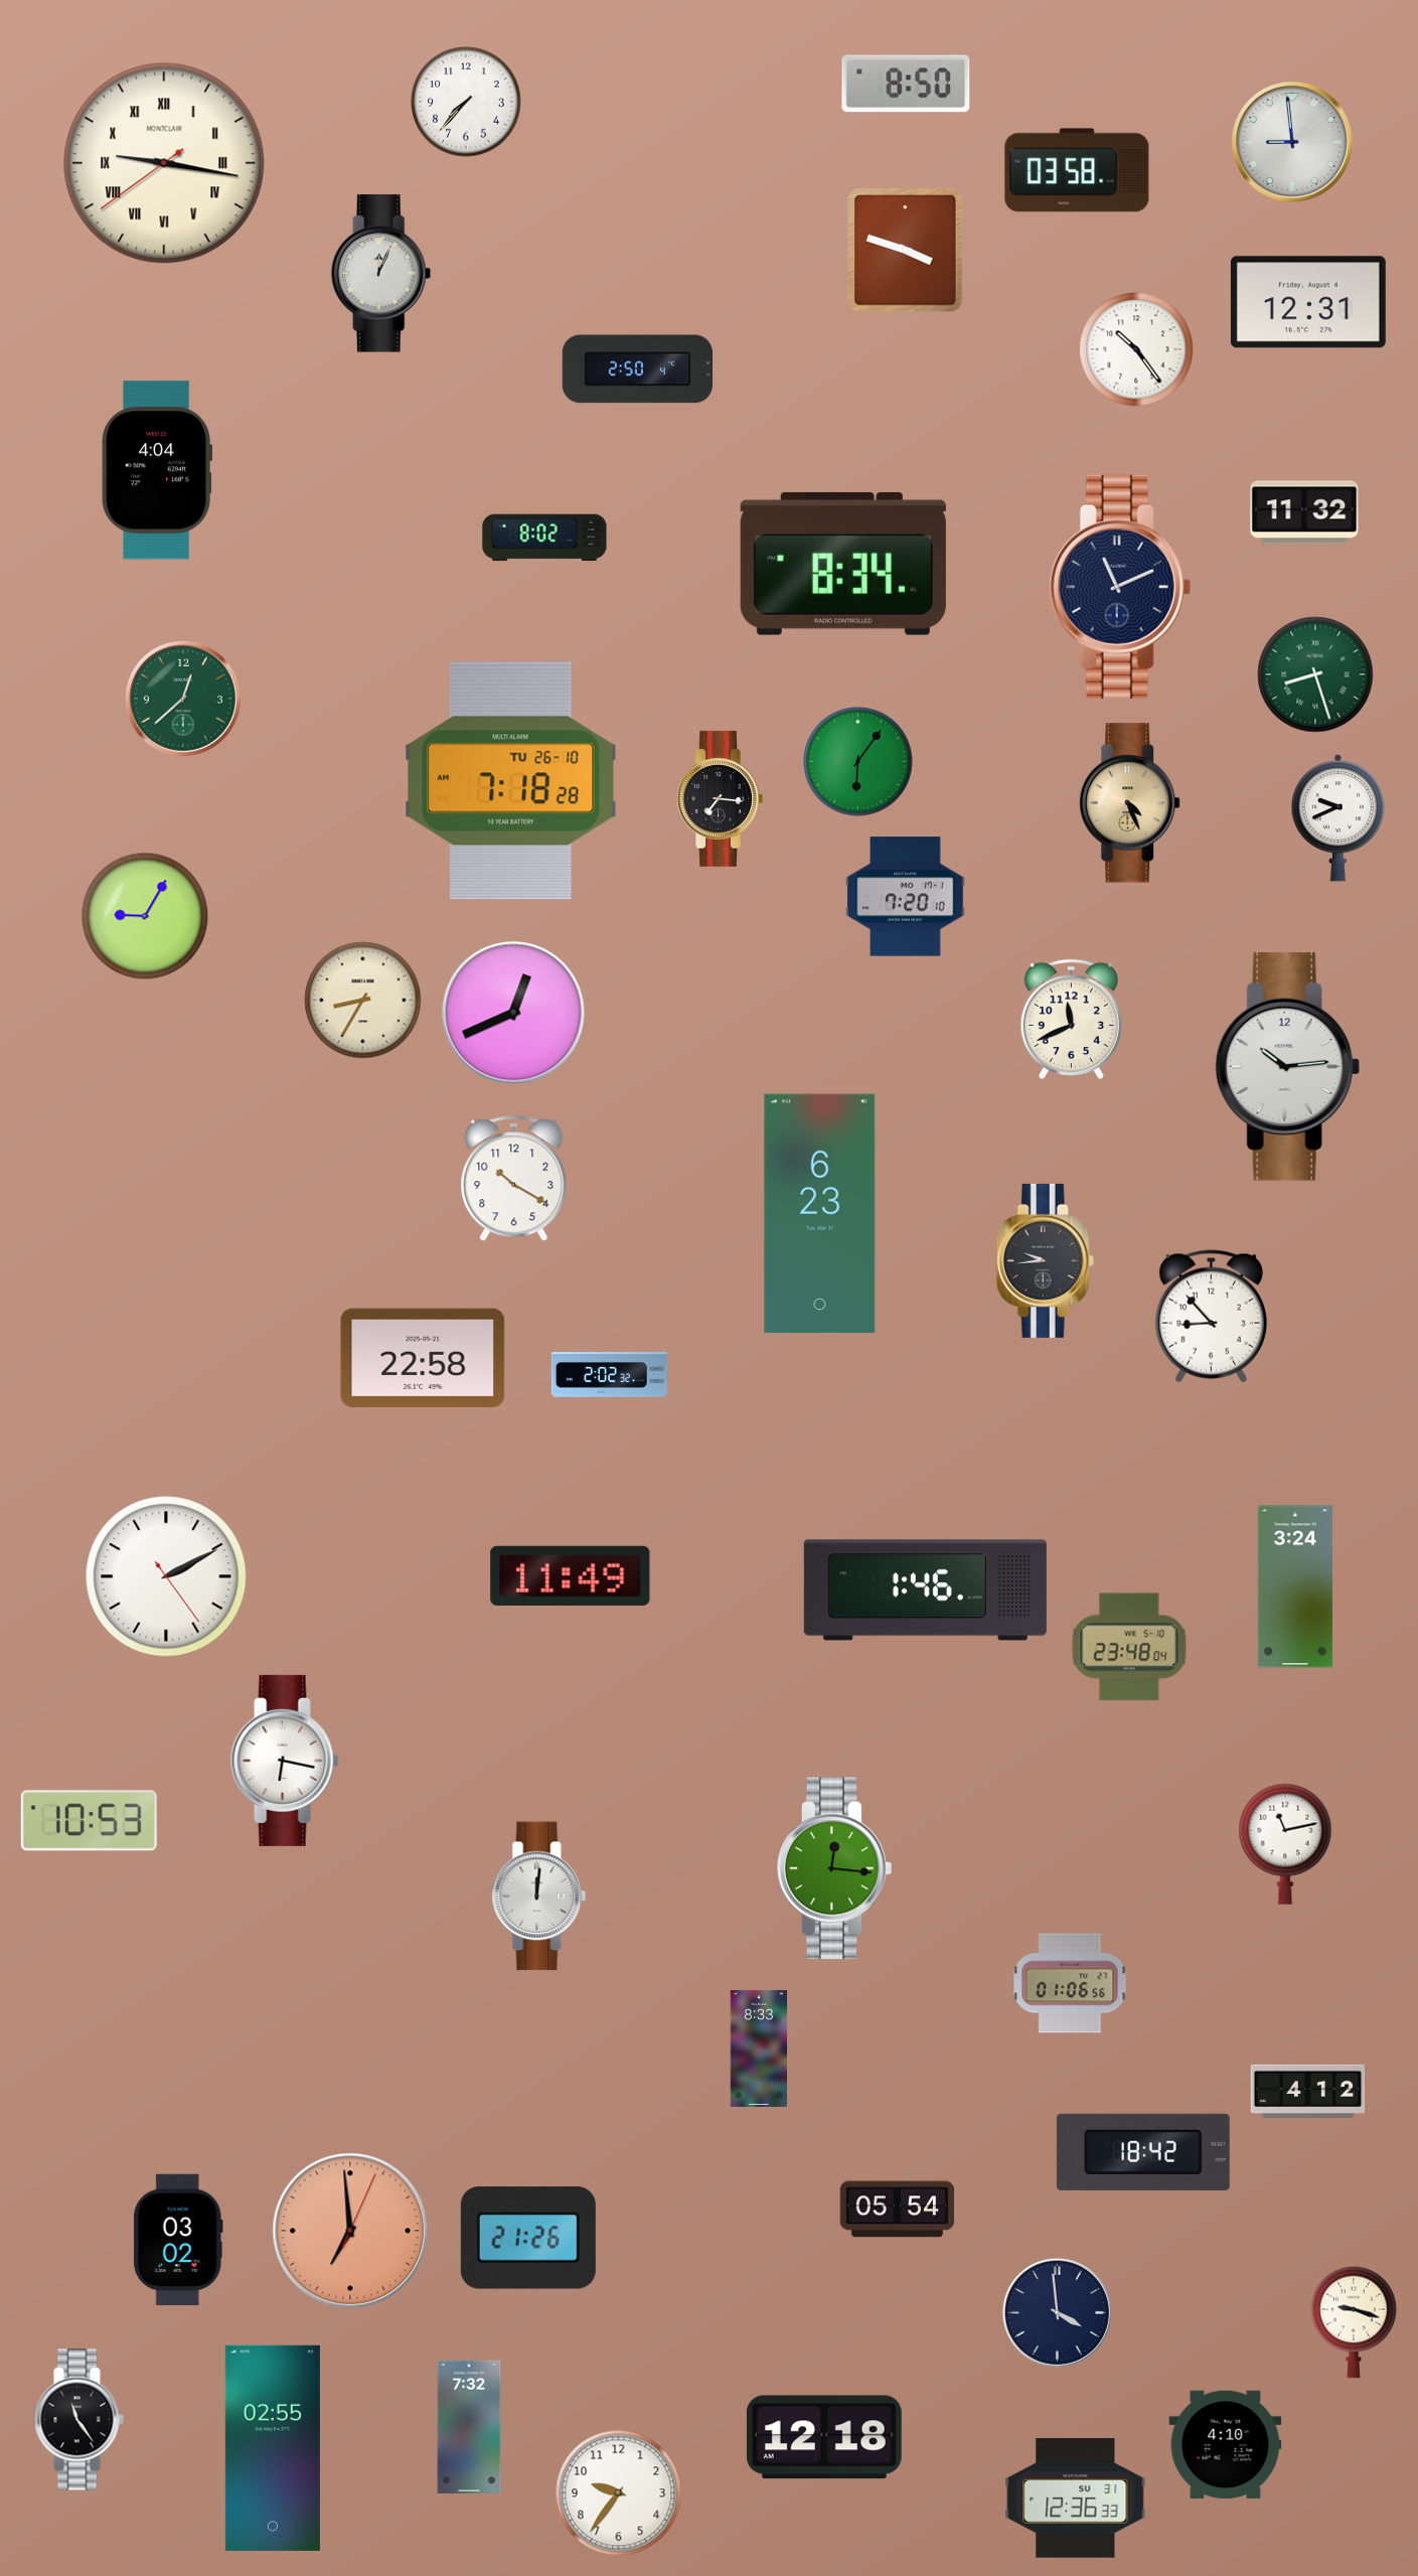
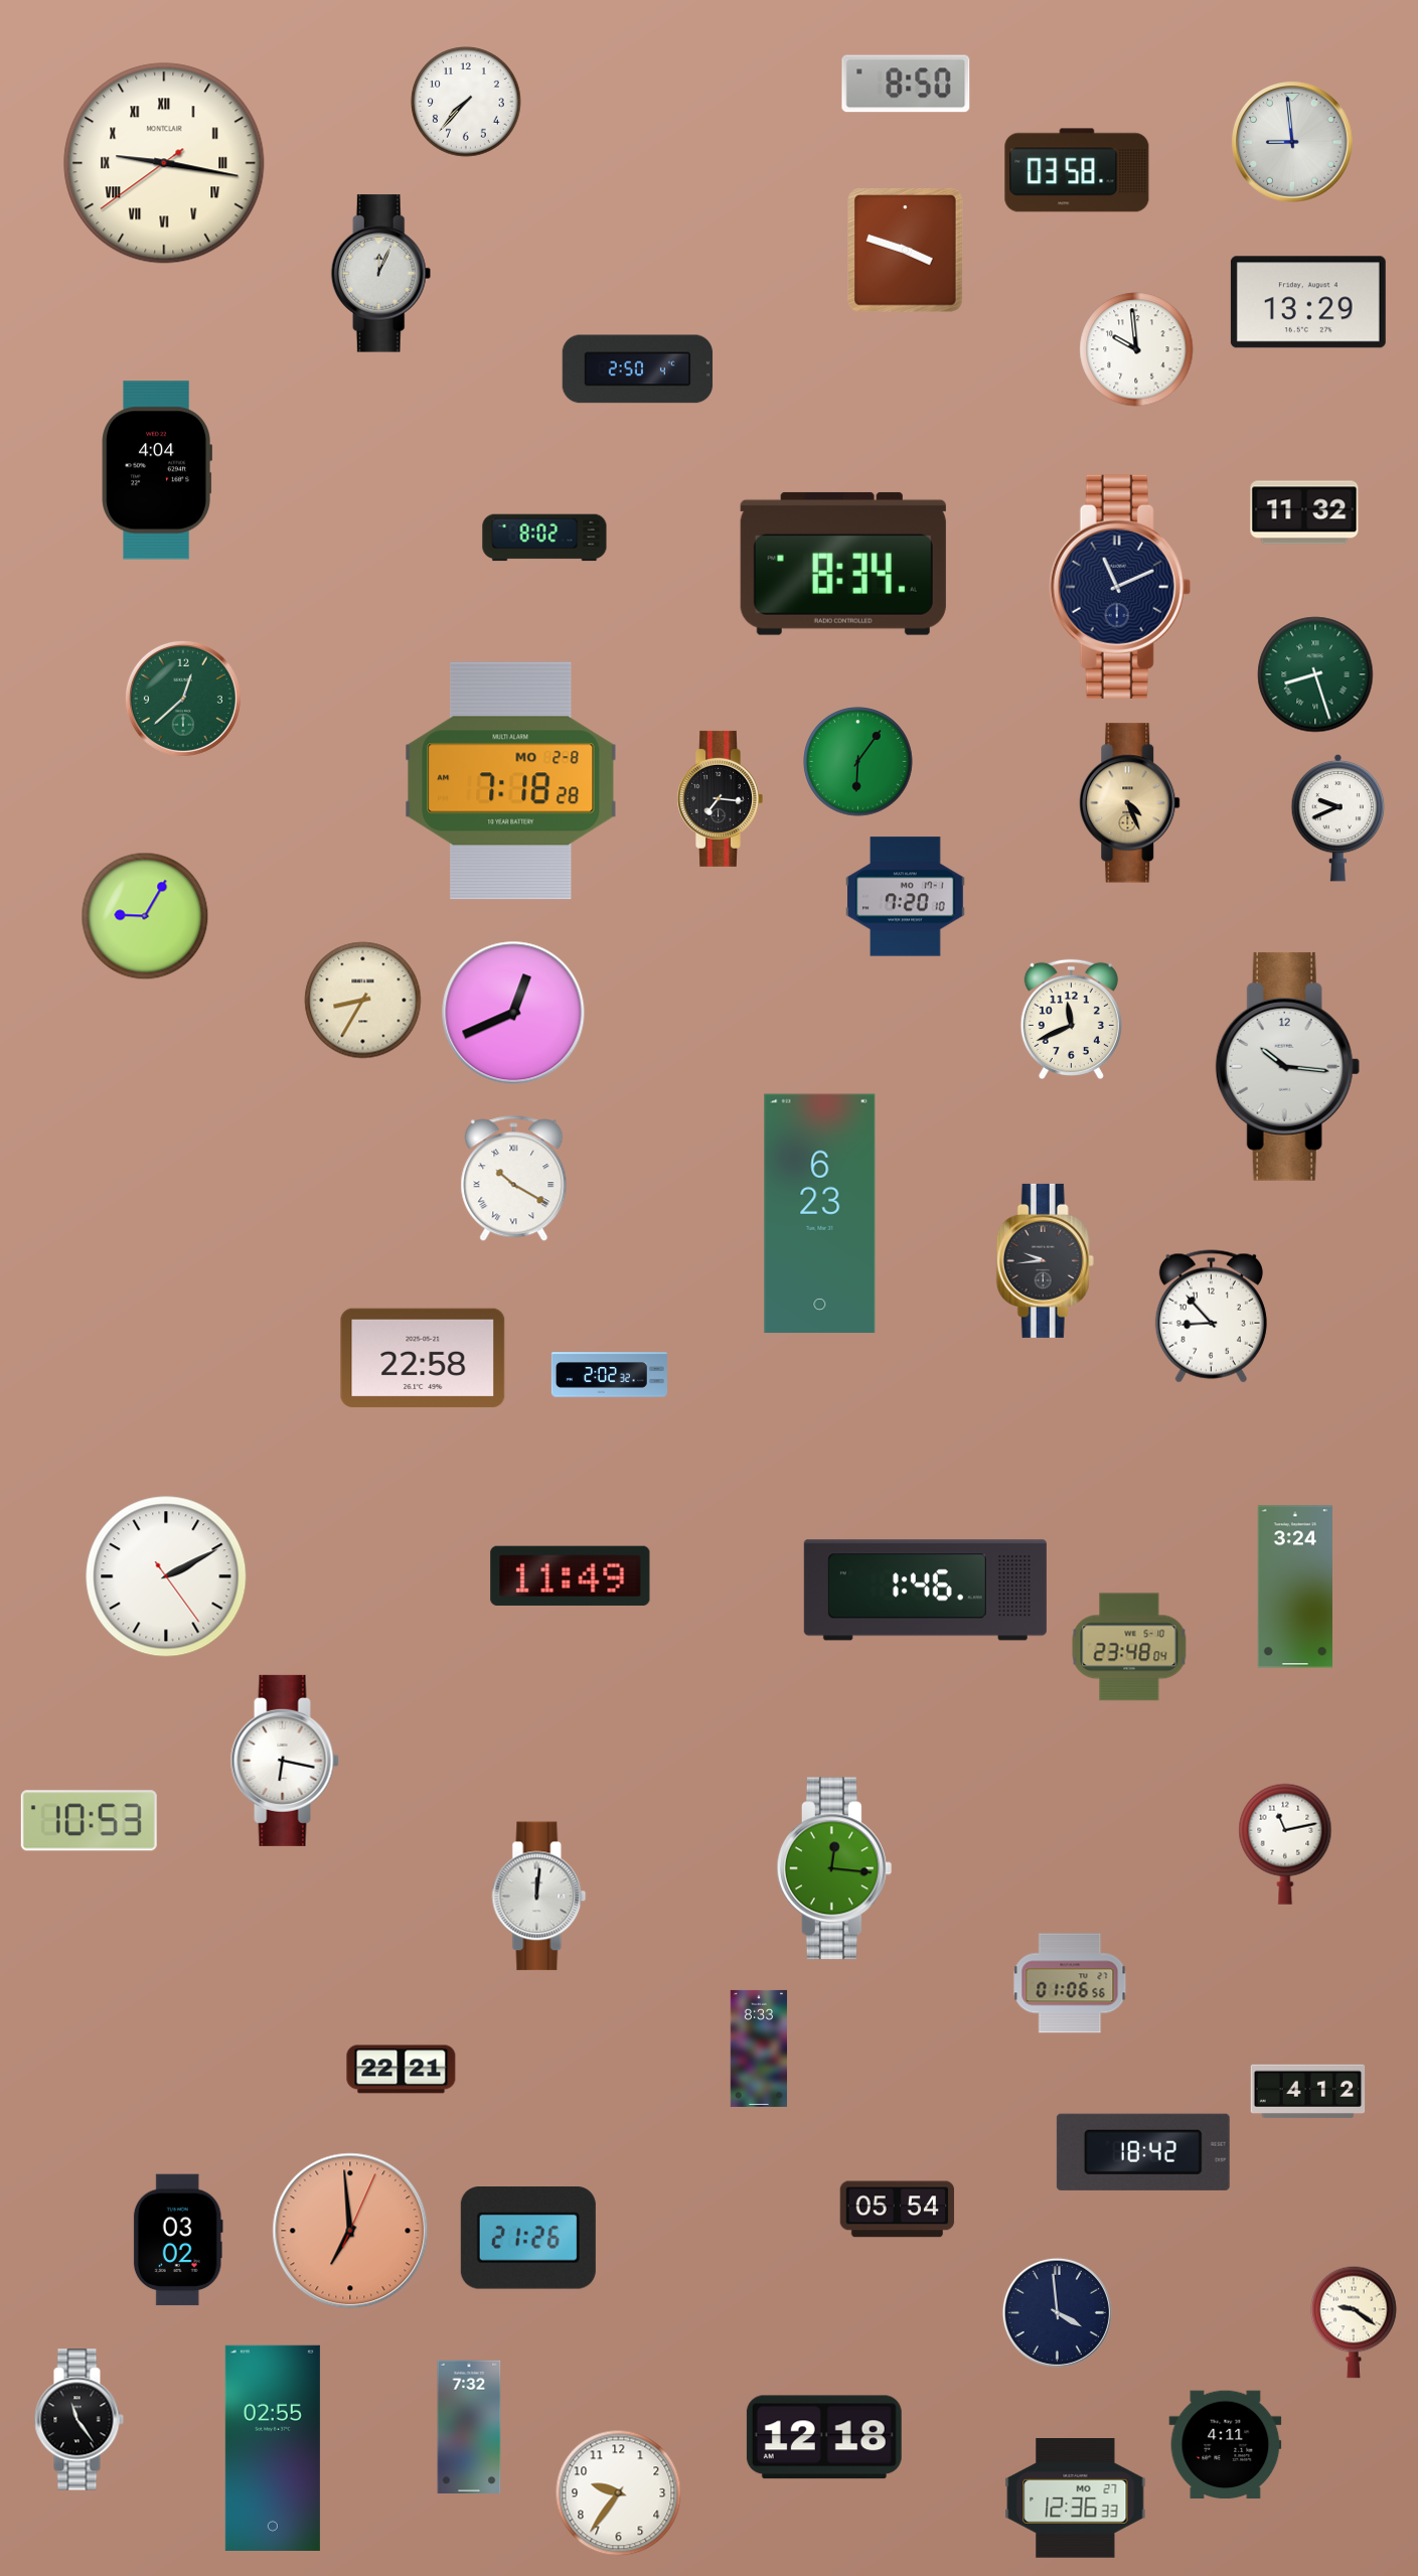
clock at (1308, 302): 12:31 -> 13:29
clock at (1136, 349): 10:24 -> 9:59
clock at (511, 781) date: TU 26-10 -> MO 2-8
clock at (1287, 1066): 10:14 -> 10:16
clock at (514, 1179) numerals: Arabic -> Roman
clock at (402, 2070): none -> 22:21
clock at (1354, 2322): 9:18 -> 9:21
clock at (1226, 2445): 4:10 -> 4:11
clock at (1076, 2498) date: SU 31 -> MO 27
